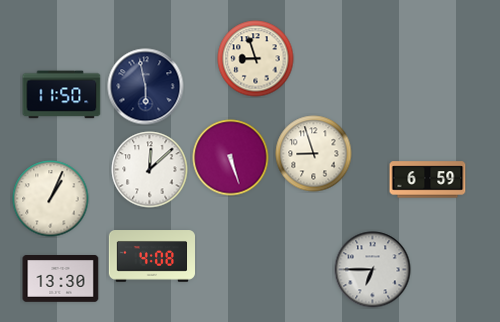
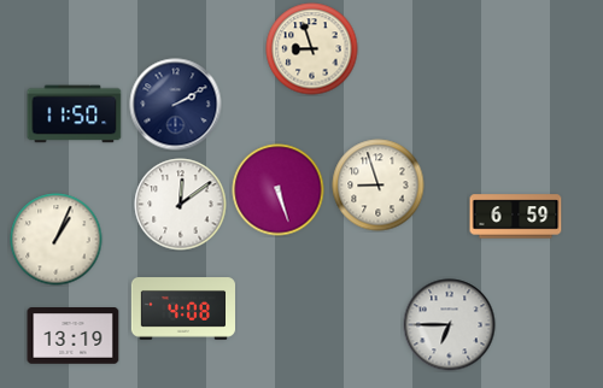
clock at (256, 59) position: (256, 59) -> (312, 49)
clock at (146, 87): 5:58 -> 2:10
clock at (150, 170): 12:08 -> 12:09
clock at (51, 199) position: (51, 199) -> (57, 240)
clock at (61, 279): 13:30 -> 13:19
